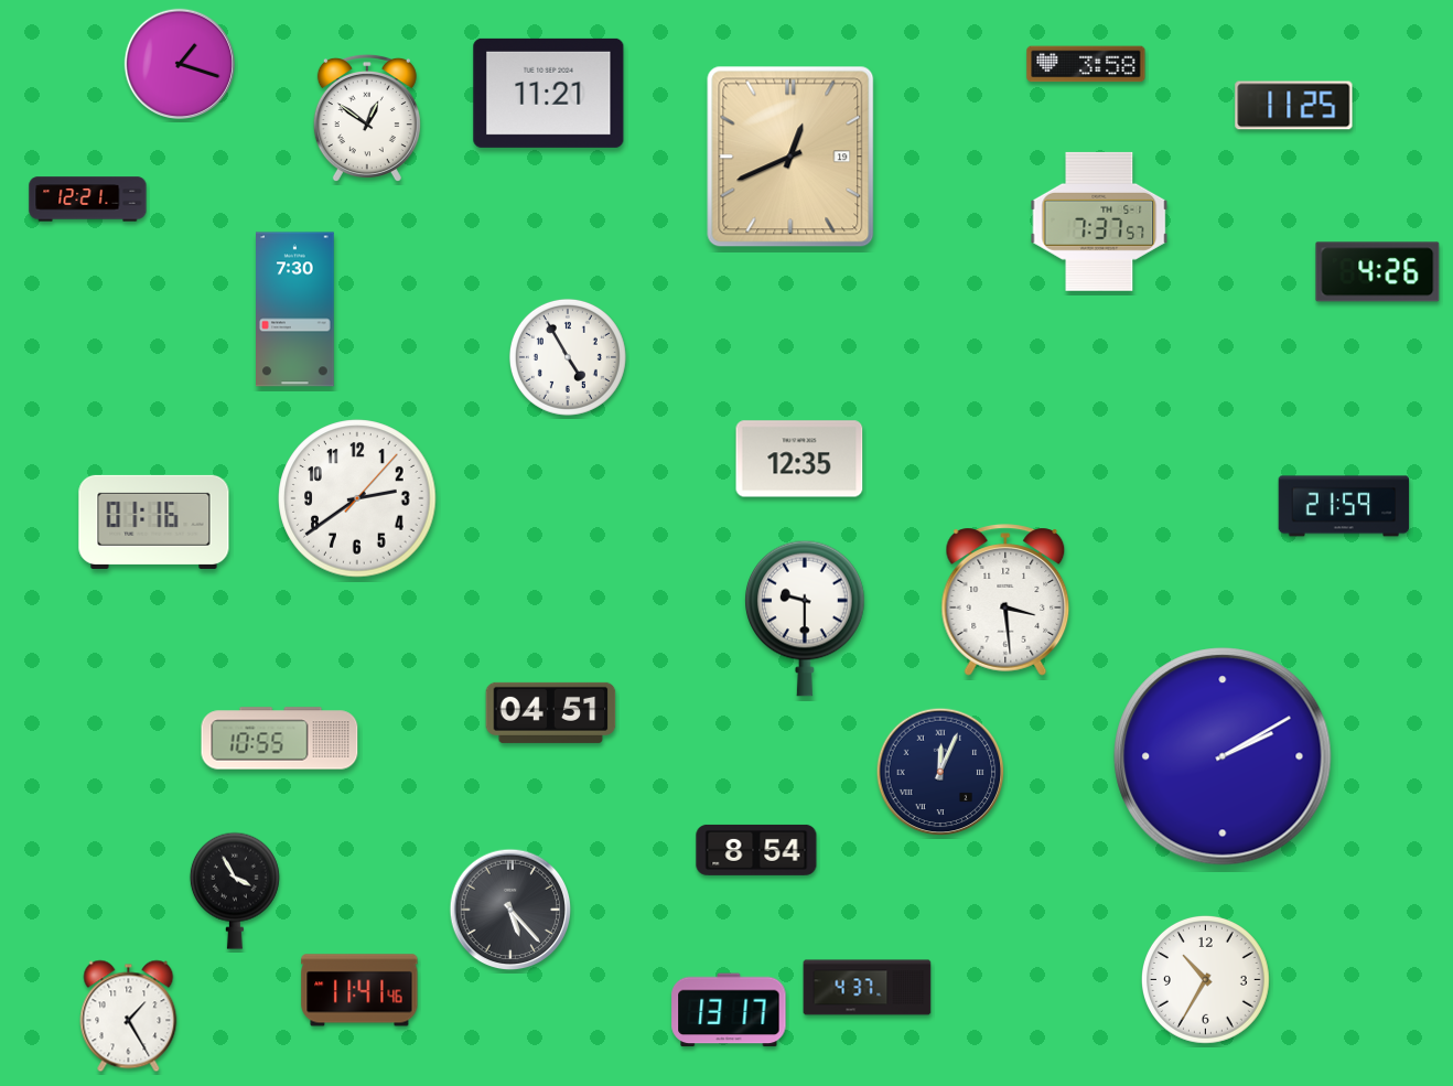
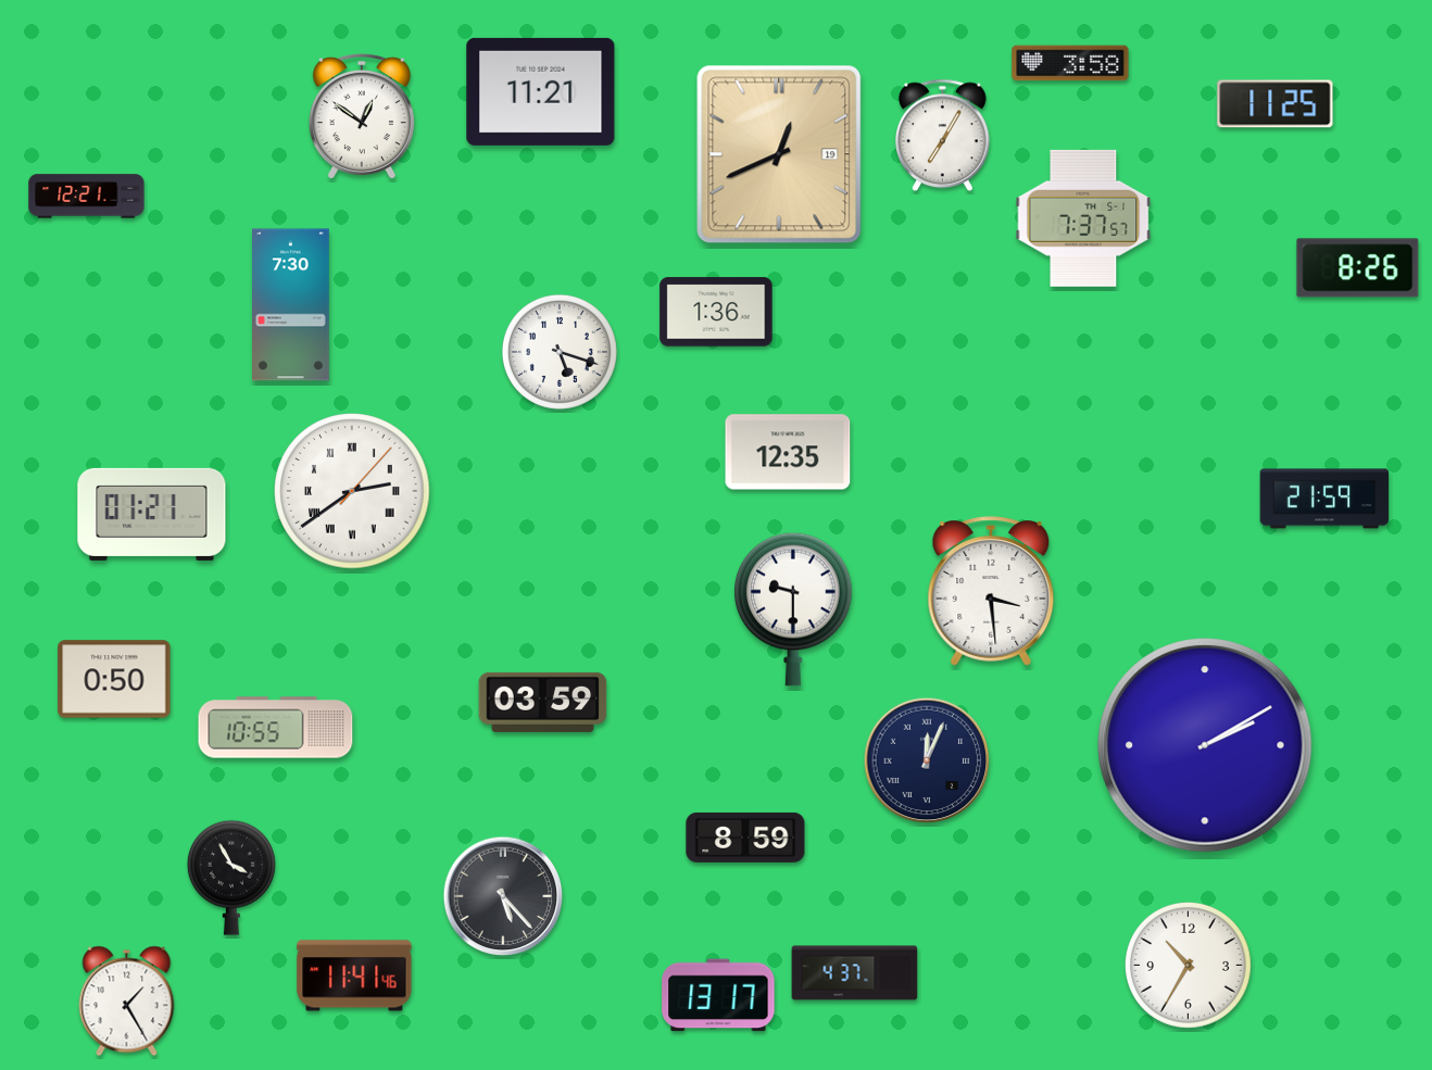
clock at (179, 63): 1:18 -> none
clock at (943, 136): none -> 7:05
clock at (1378, 272): 4:26 -> 8:26
clock at (716, 312): none -> 1:36
clock at (568, 357): 4:55 -> 5:18
clock at (357, 498) numerals: Arabic -> Roman
clock at (154, 522): 01:16 -> 01:21
clock at (114, 679): none -> 0:50
clock at (551, 712): 04:51 -> 03:59
clock at (756, 850): 8:54 -> 8:59
